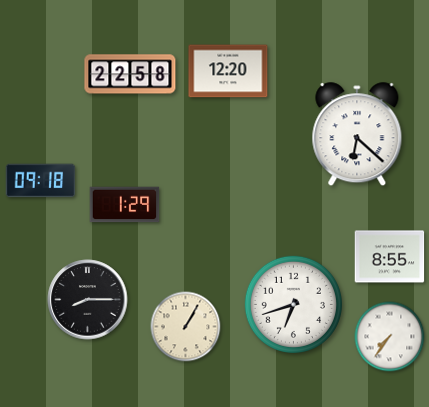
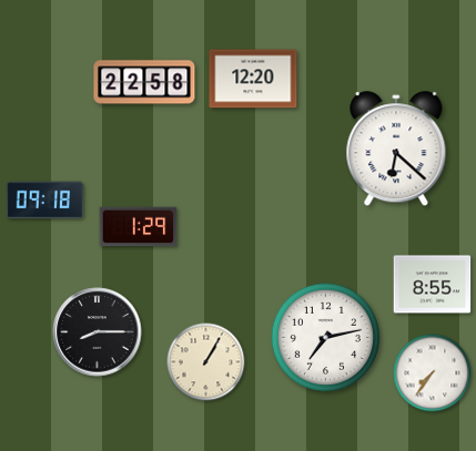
clock at (293, 304): 6:42 -> 7:13
